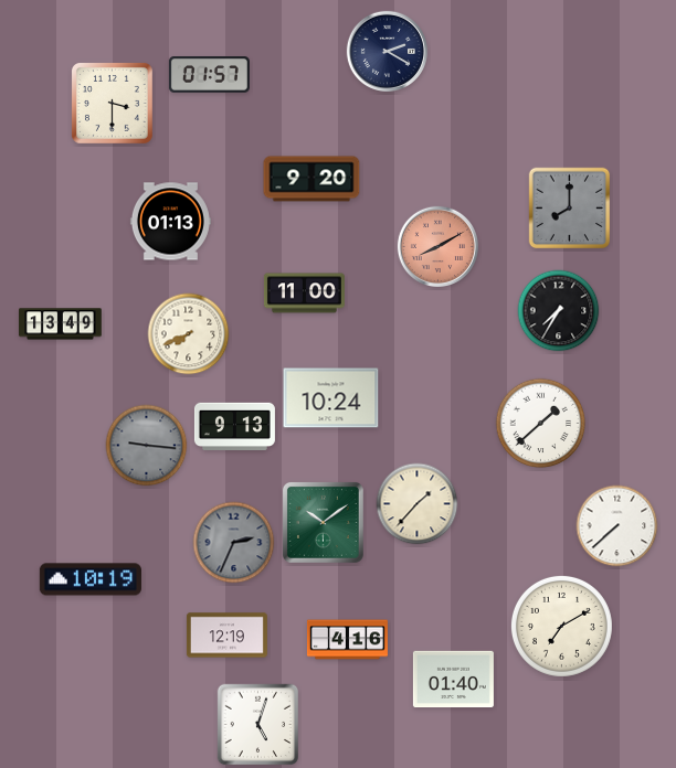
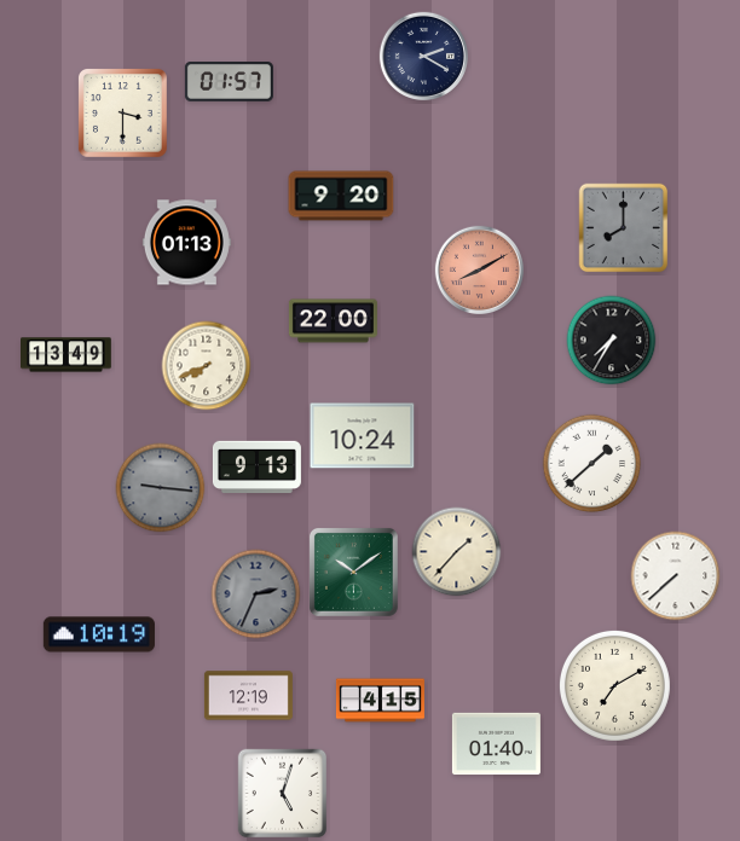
clock at (304, 294): 11:00 -> 22:00
clock at (347, 640): 4:16 -> 4:15
